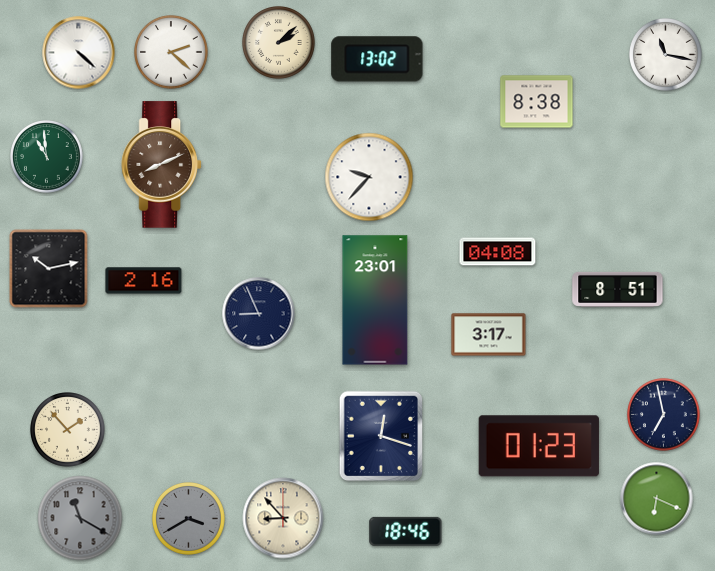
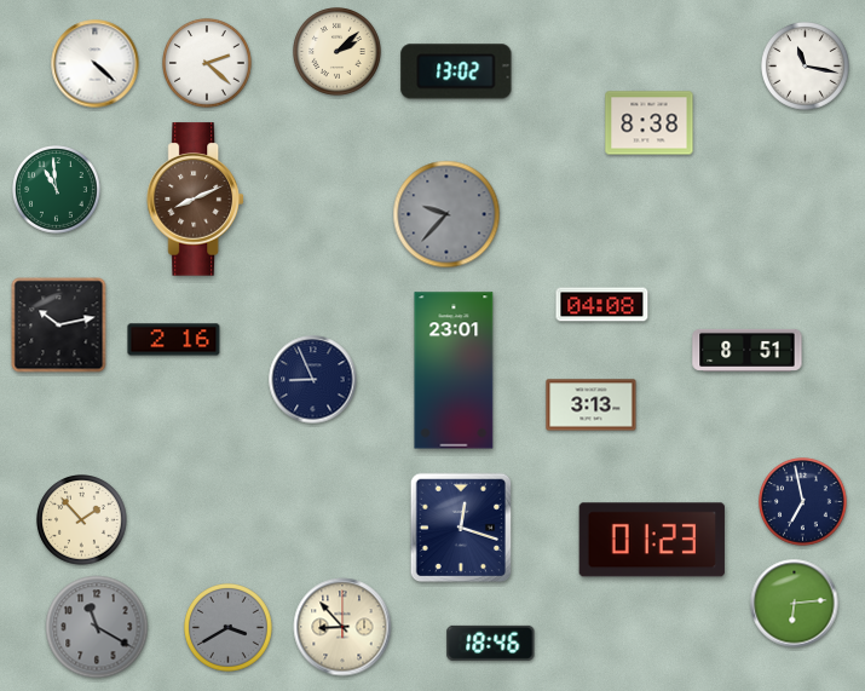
clock at (369, 177) dial: white -> grey
clock at (375, 300) position: (375, 300) -> (454, 370)
clock at (489, 335): 3:17 -> 3:13
clock at (657, 499): 6:19 -> 6:14
